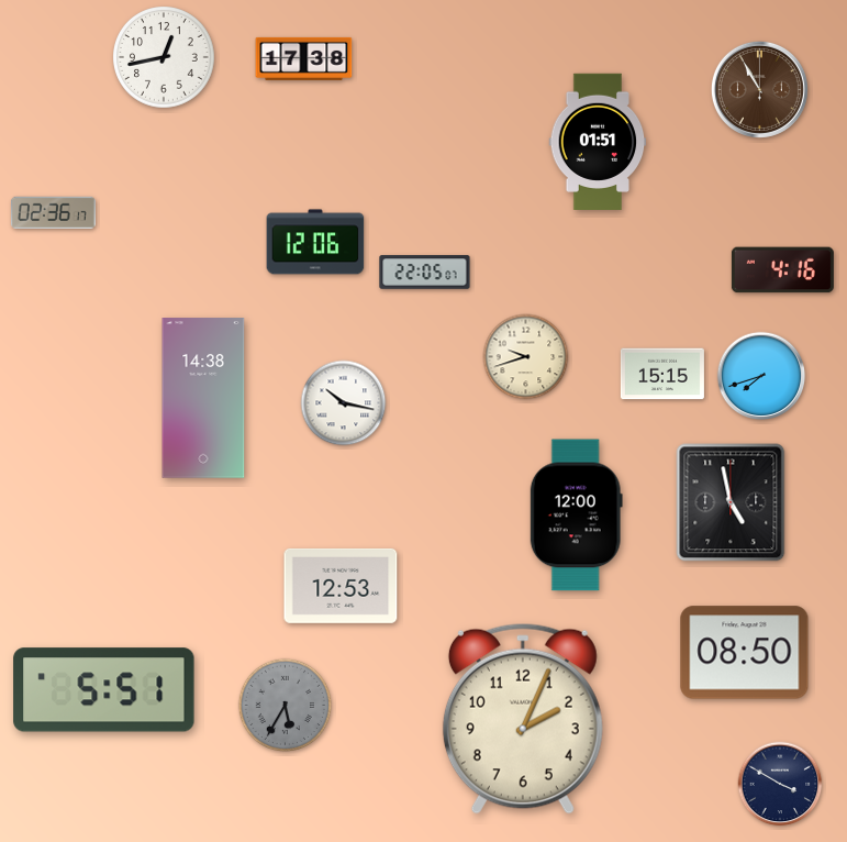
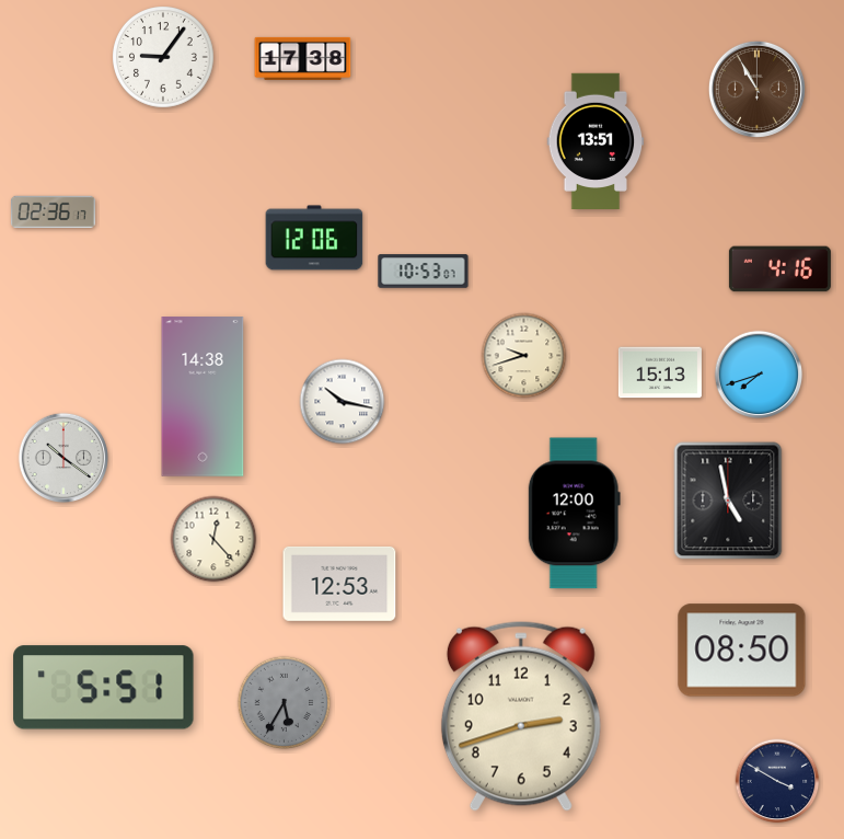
clock at (165, 58): 12:43 -> 9:06
clock at (598, 141): 01:51 -> 13:51
clock at (315, 242) position: (315, 242) -> (314, 238)
clock at (425, 273): 22:05 -> 10:53
clock at (662, 374): 15:15 -> 15:13
clock at (63, 458): none -> 10:21
clock at (213, 539): none -> 12:23
clock at (523, 719): 2:04 -> 2:42
